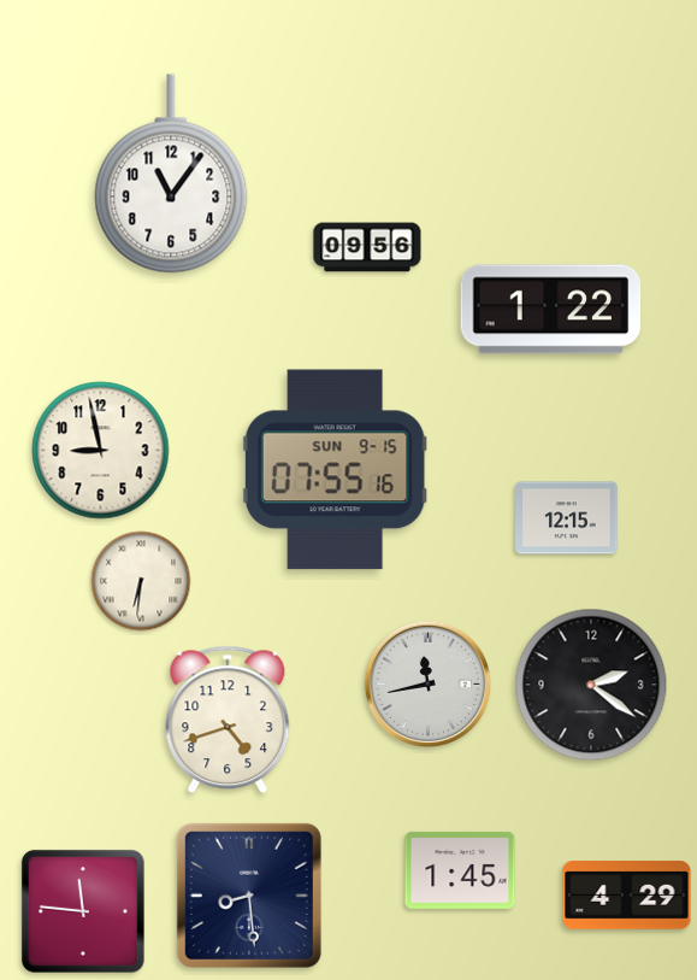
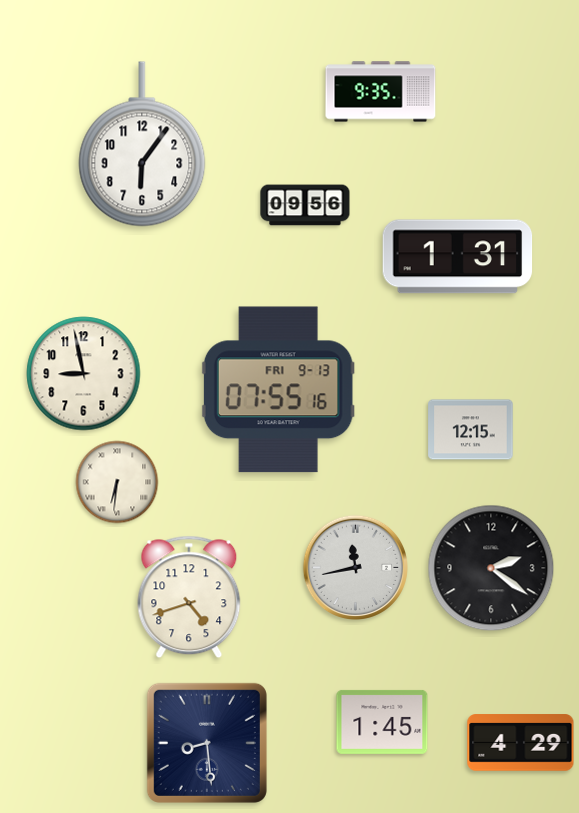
clock at (381, 92): none -> 9:35
clock at (171, 174): 11:06 -> 6:06
clock at (551, 310): 1:22 -> 1:31
clock at (335, 470) date: SUN 9-15 -> FRI 9-13
clock at (83, 911): 11:46 -> none
